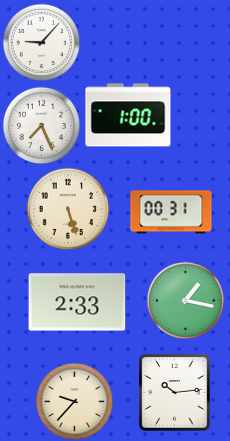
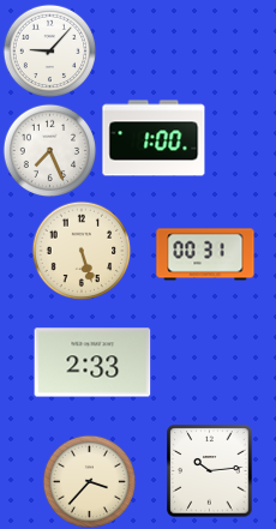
clock at (185, 300): 1:17 -> none
clock at (74, 401): 9:37 -> 3:37
